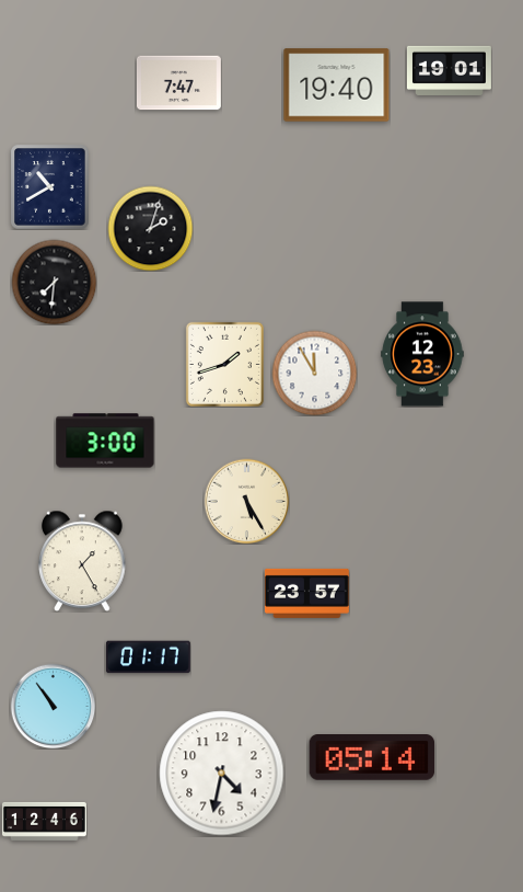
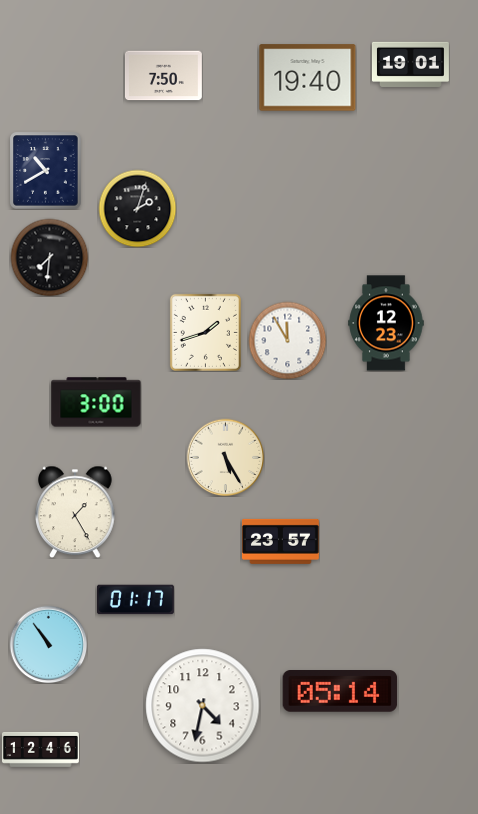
clock at (178, 83): 7:47 -> 7:50
